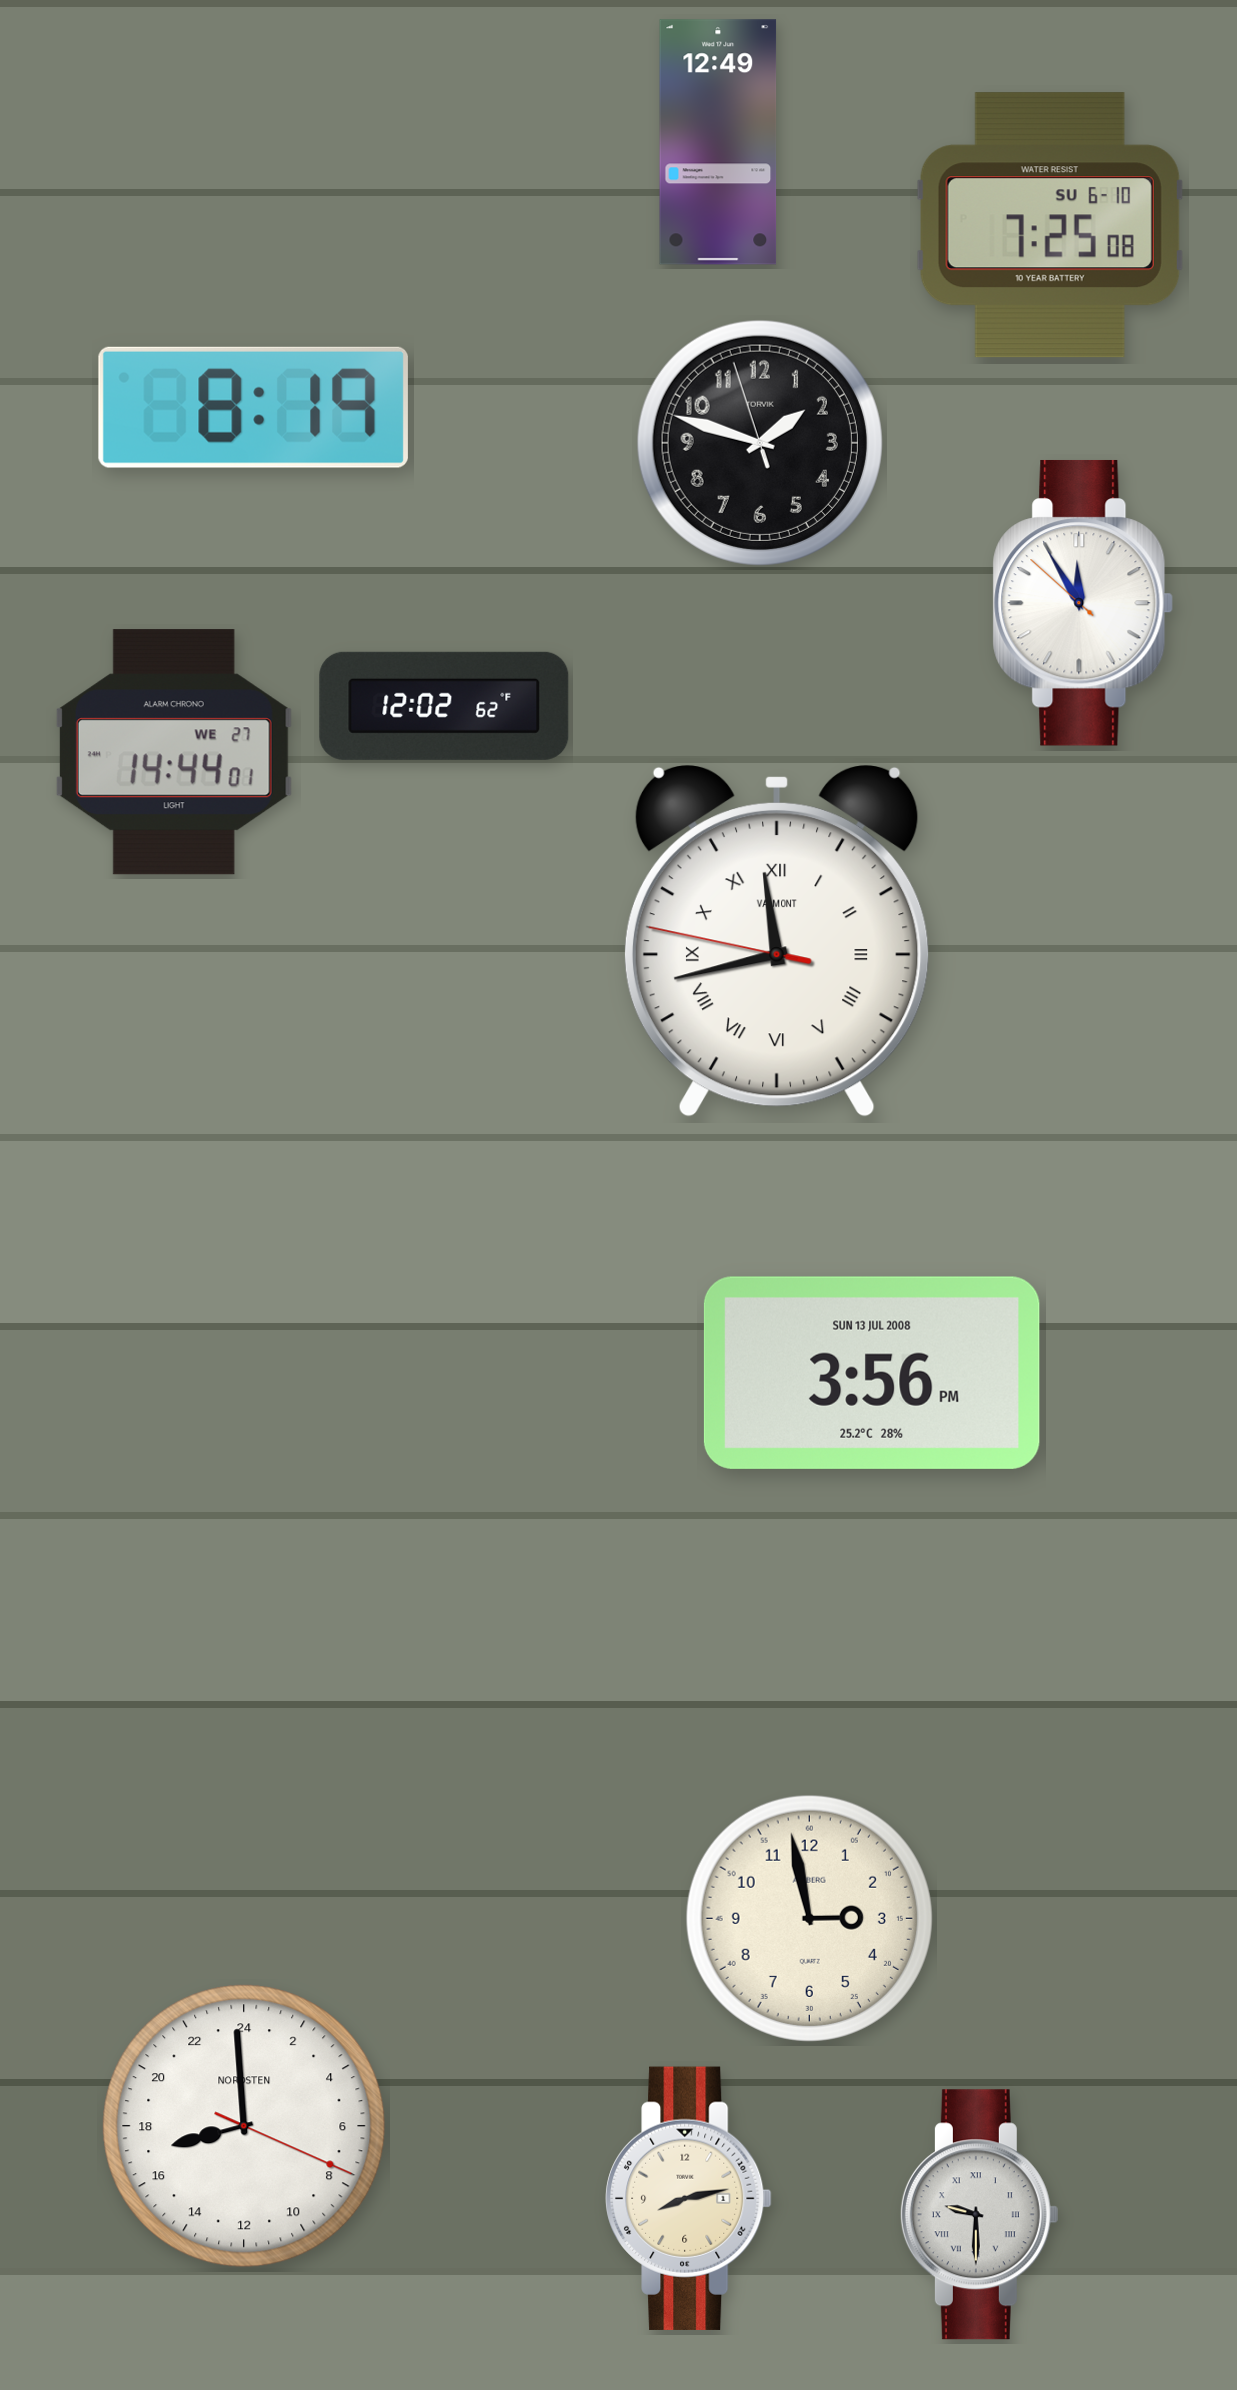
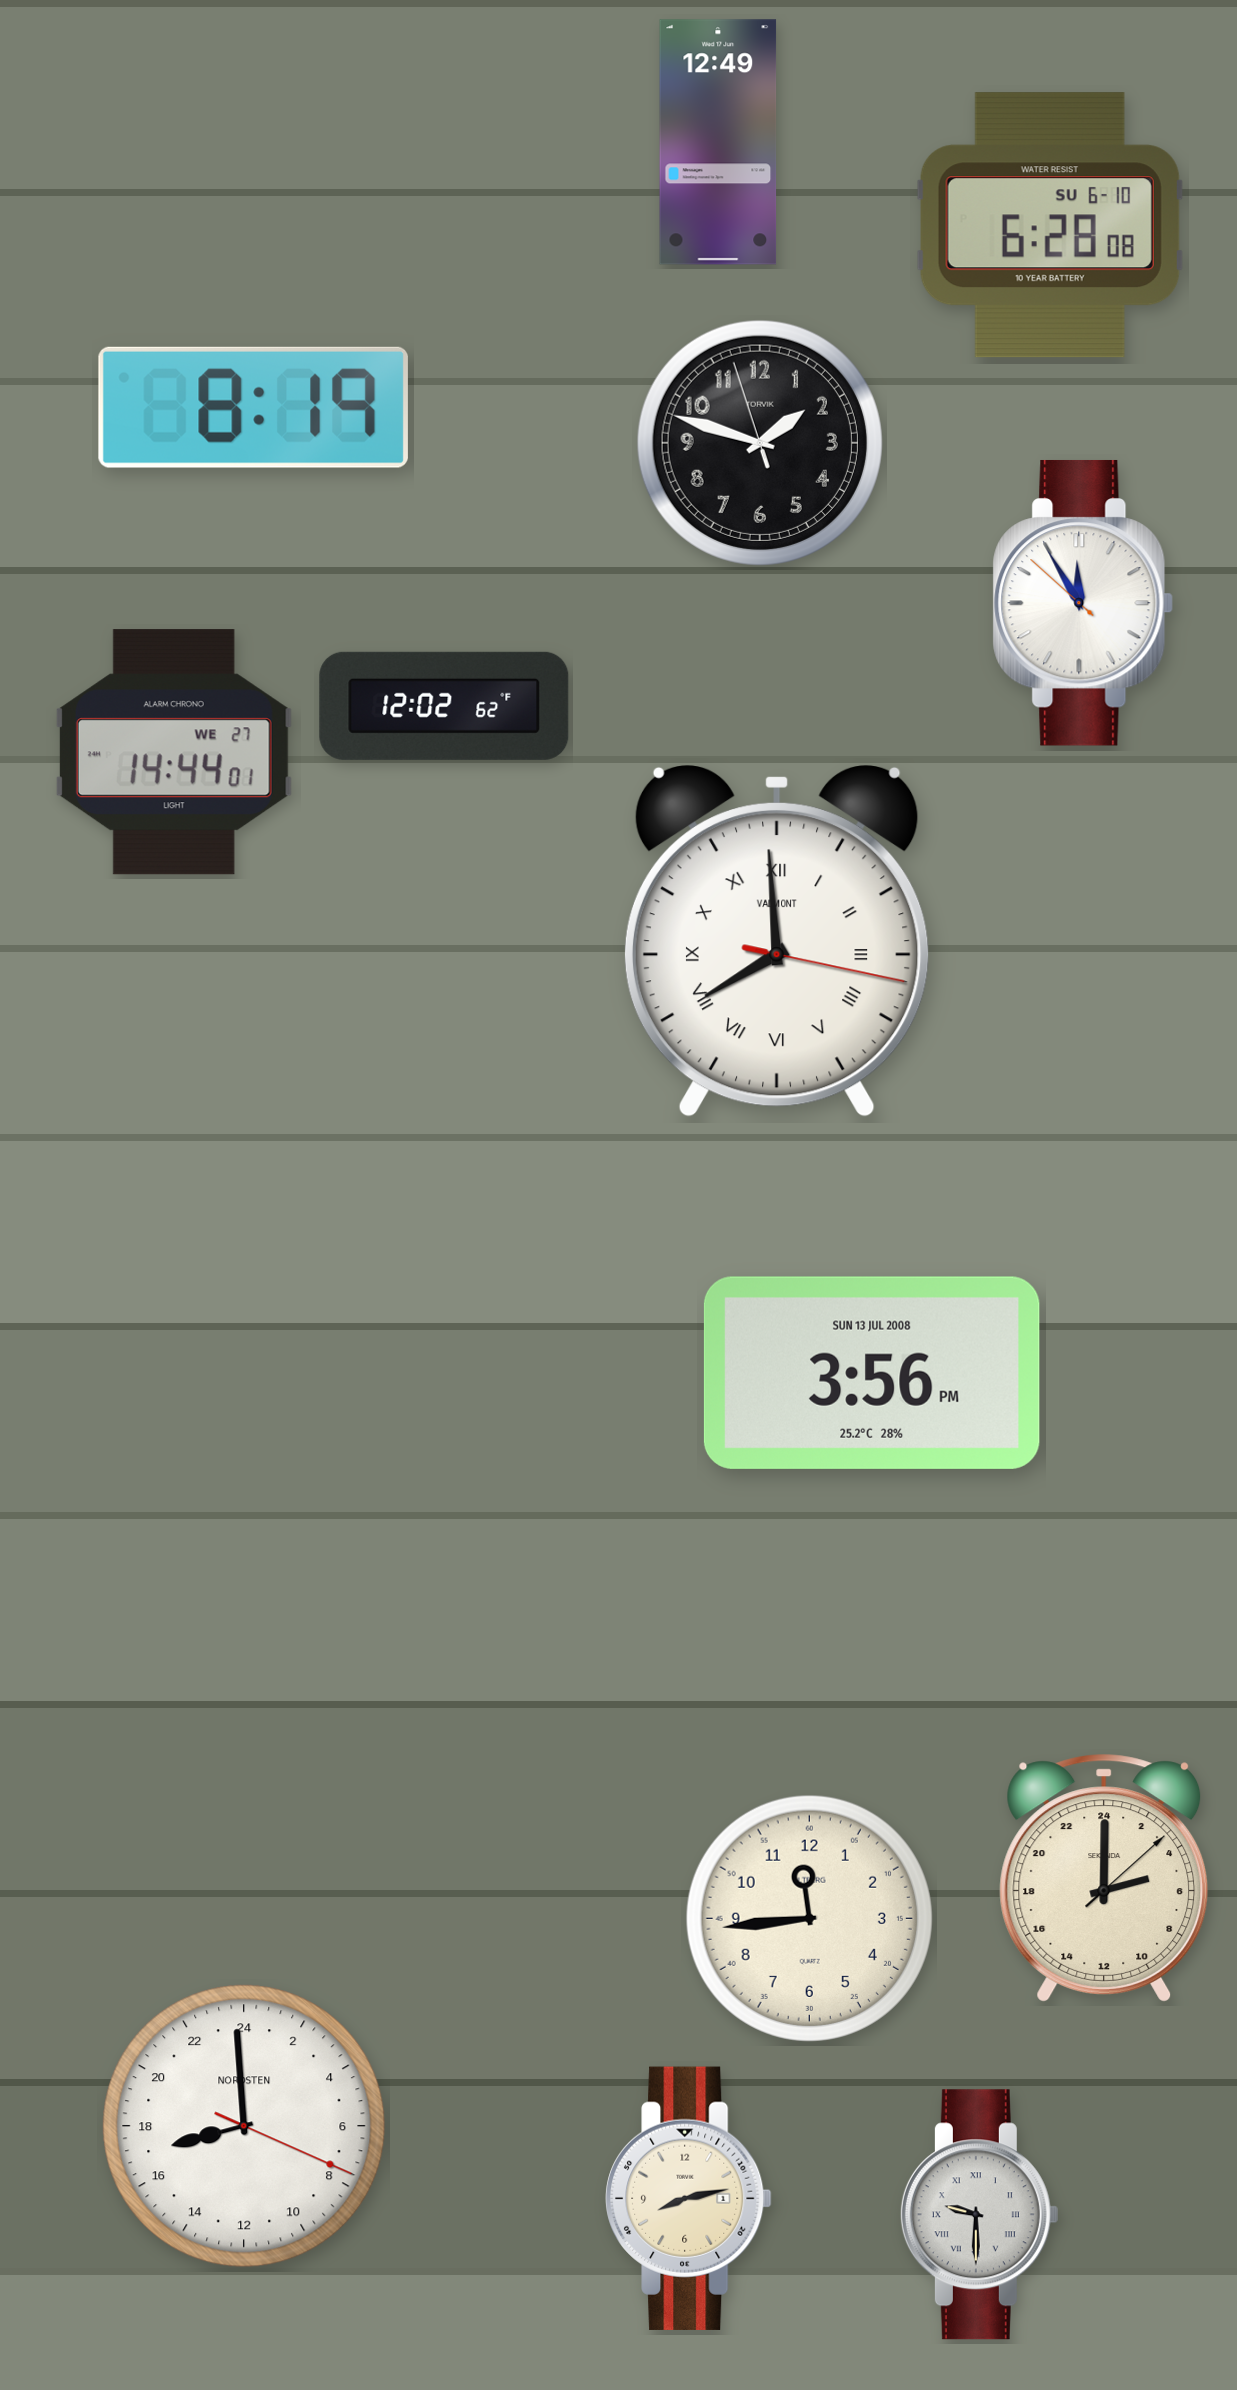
clock at (1050, 225): 7:25 -> 6:28
clock at (777, 942): 11:42 -> 7:59
clock at (1104, 1878): none -> 5:00
clock at (809, 1918): 2:58 -> 11:44
